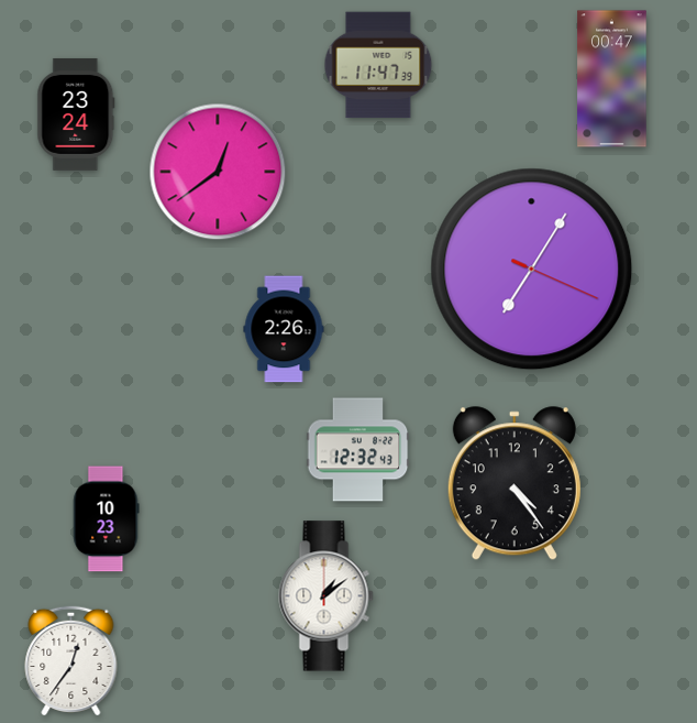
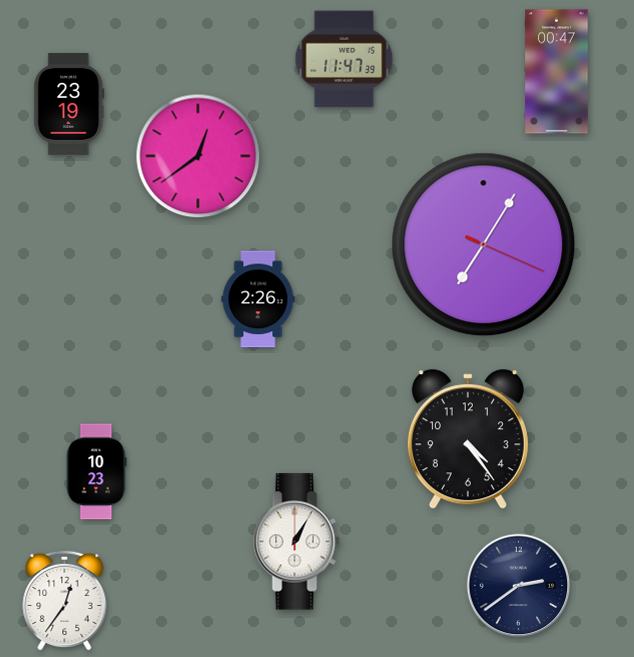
clock at (76, 114): 23:24 -> 23:19
clock at (358, 450): 12:32 -> none
clock at (327, 596): 1:09 -> 1:05
clock at (519, 586): none -> 2:39
